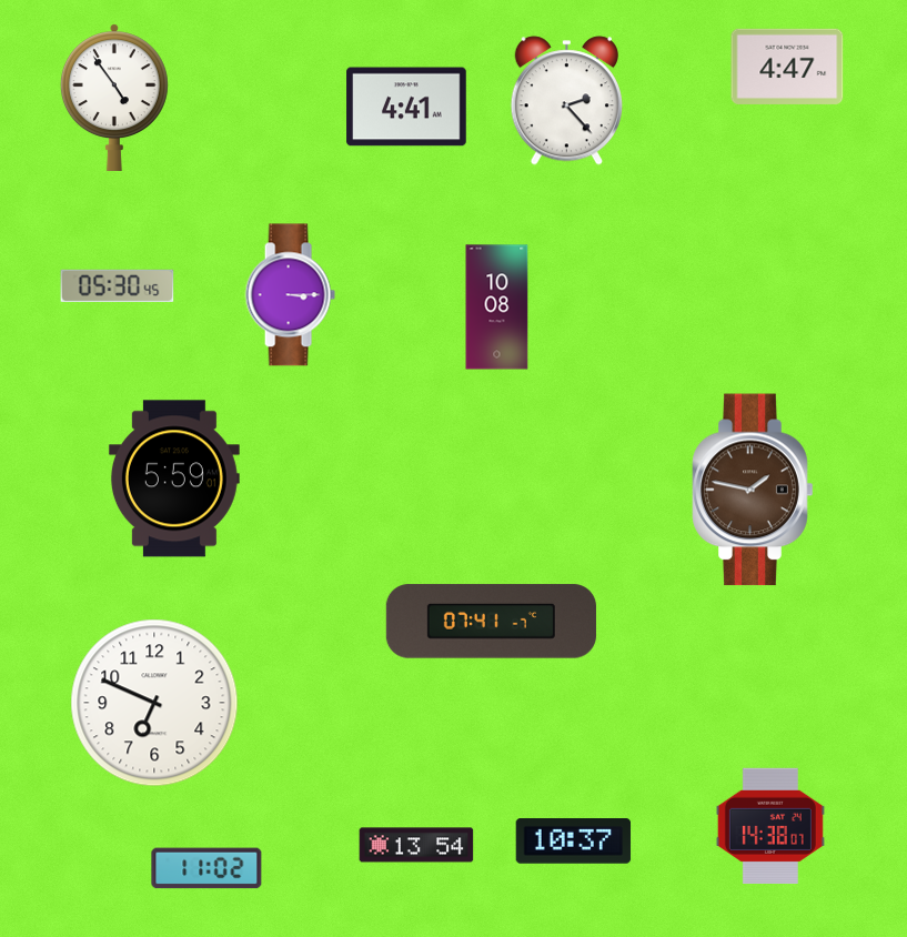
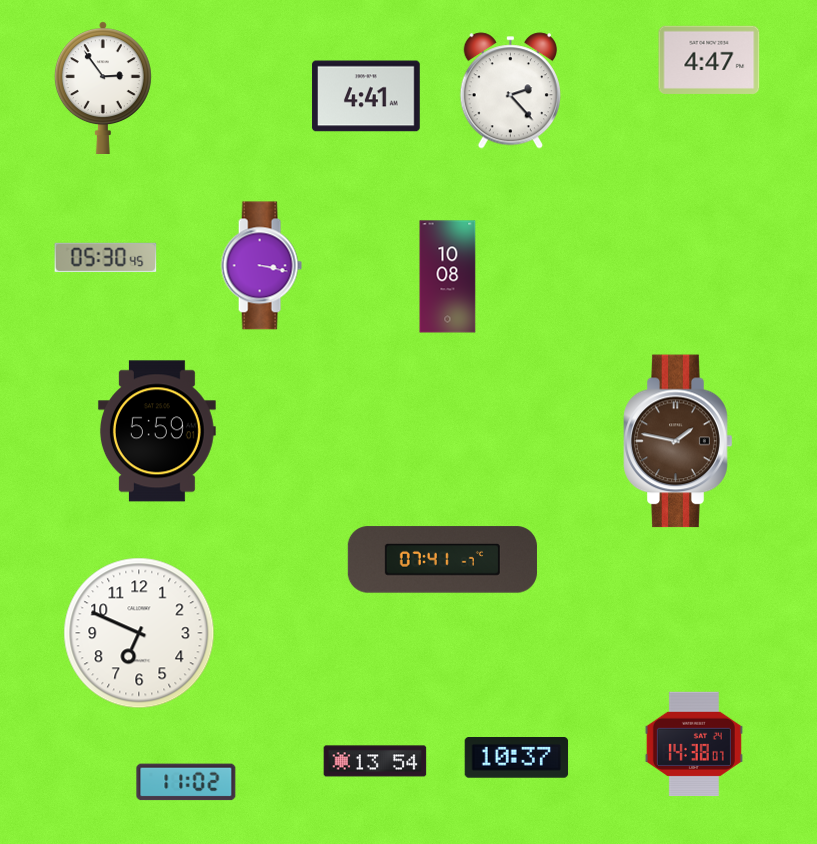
clock at (114, 97): 4:54 -> 2:54
clock at (290, 295): 3:15 -> 3:17
